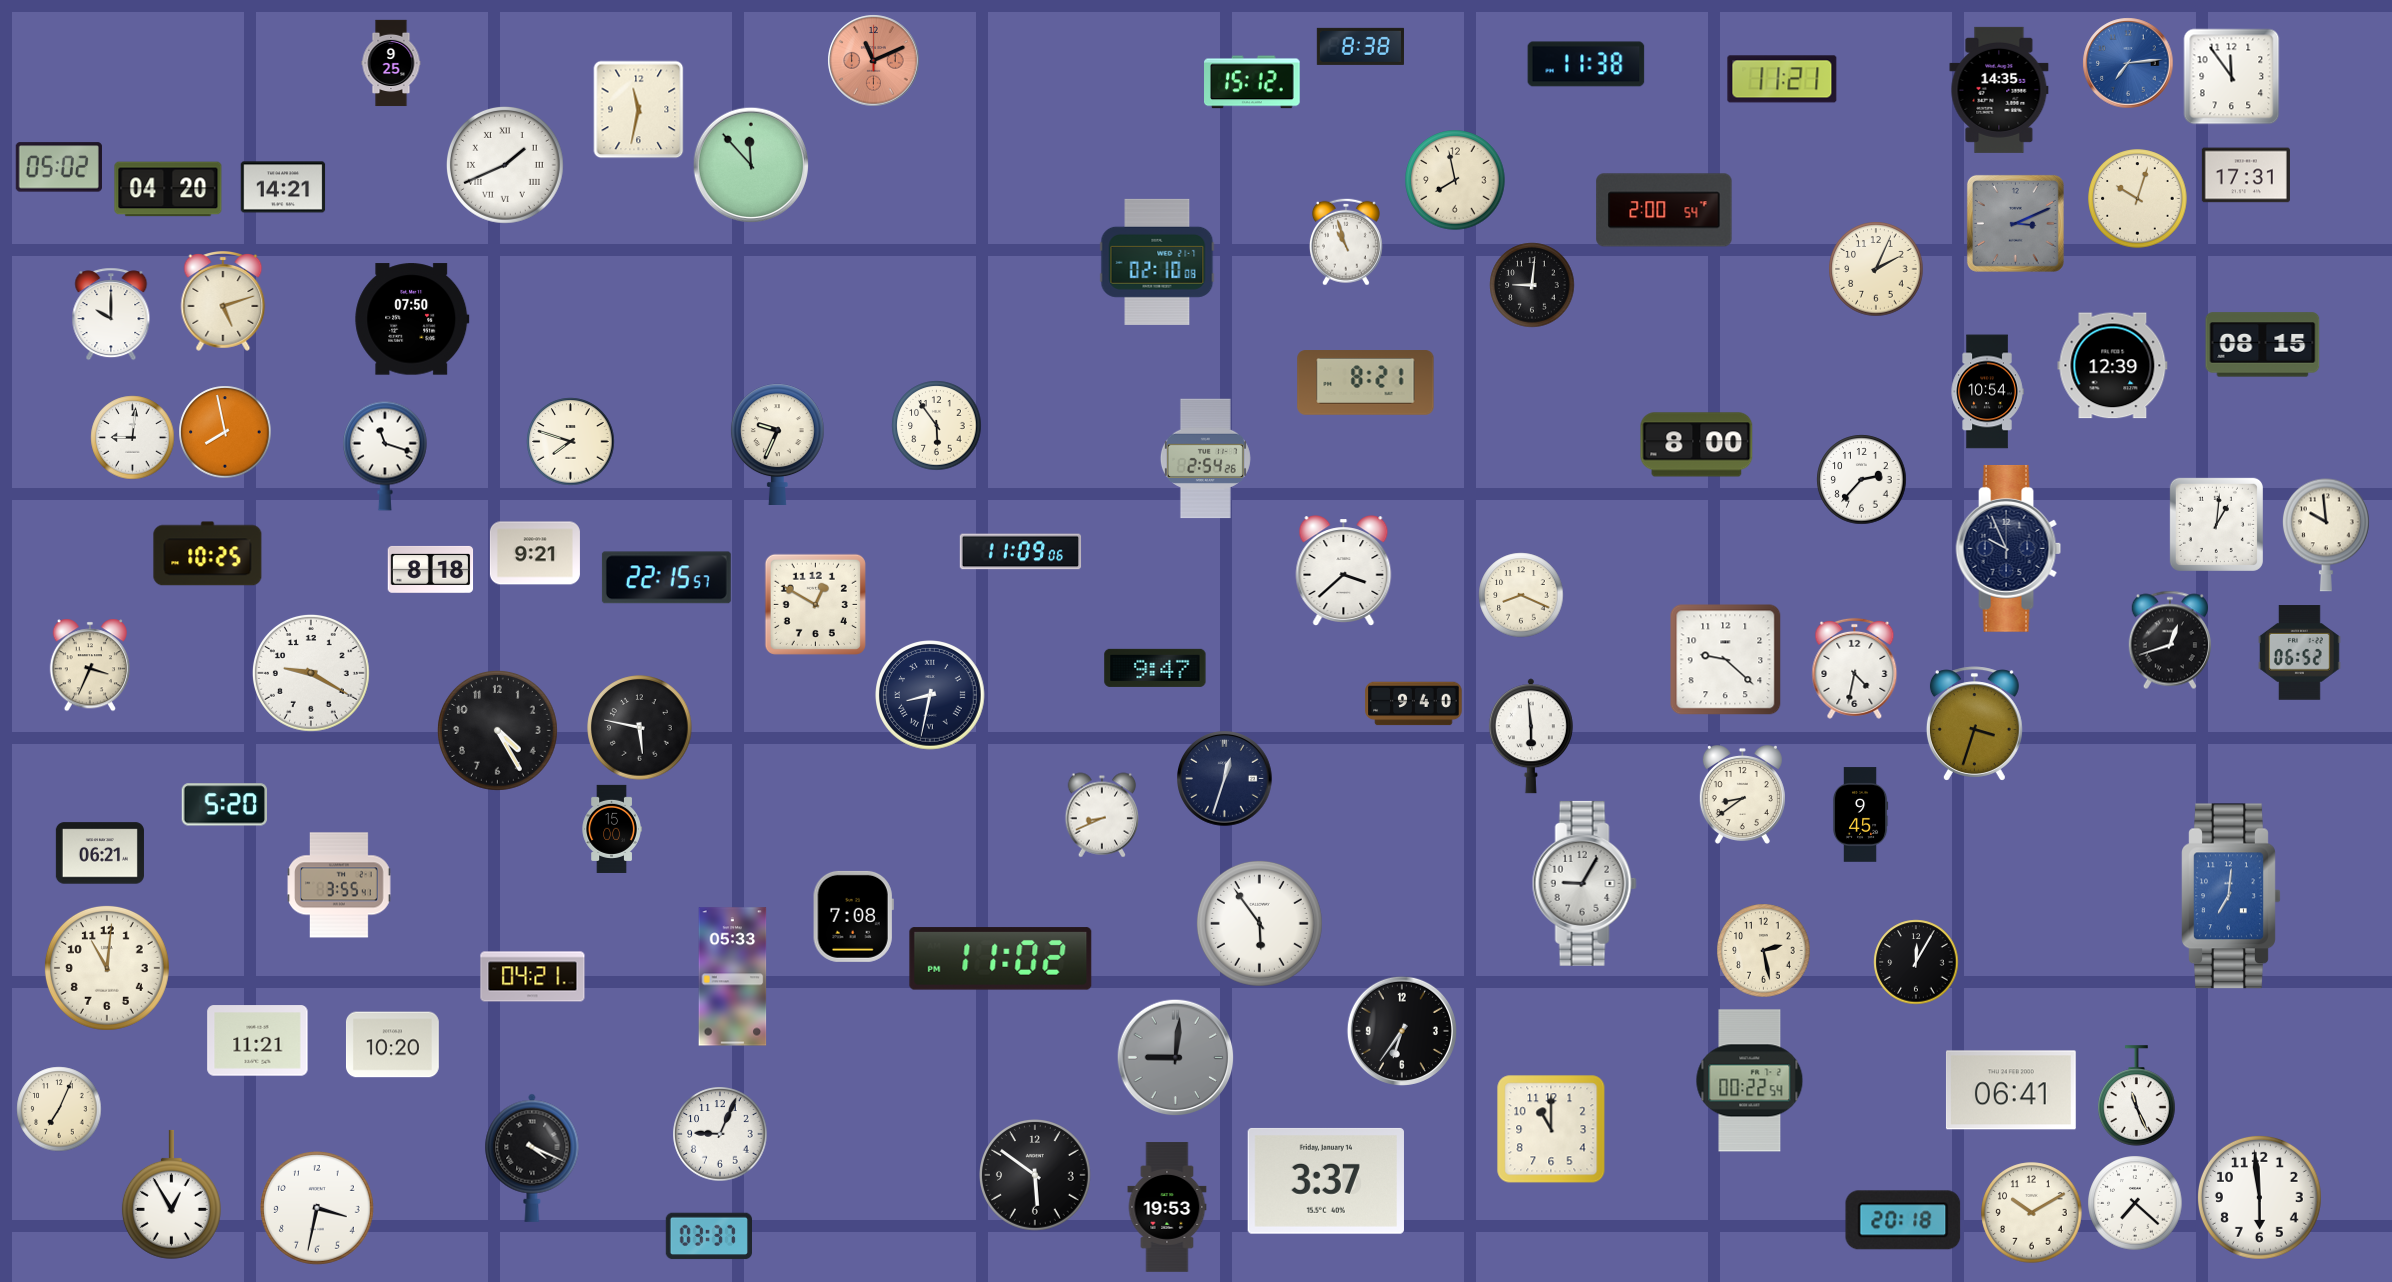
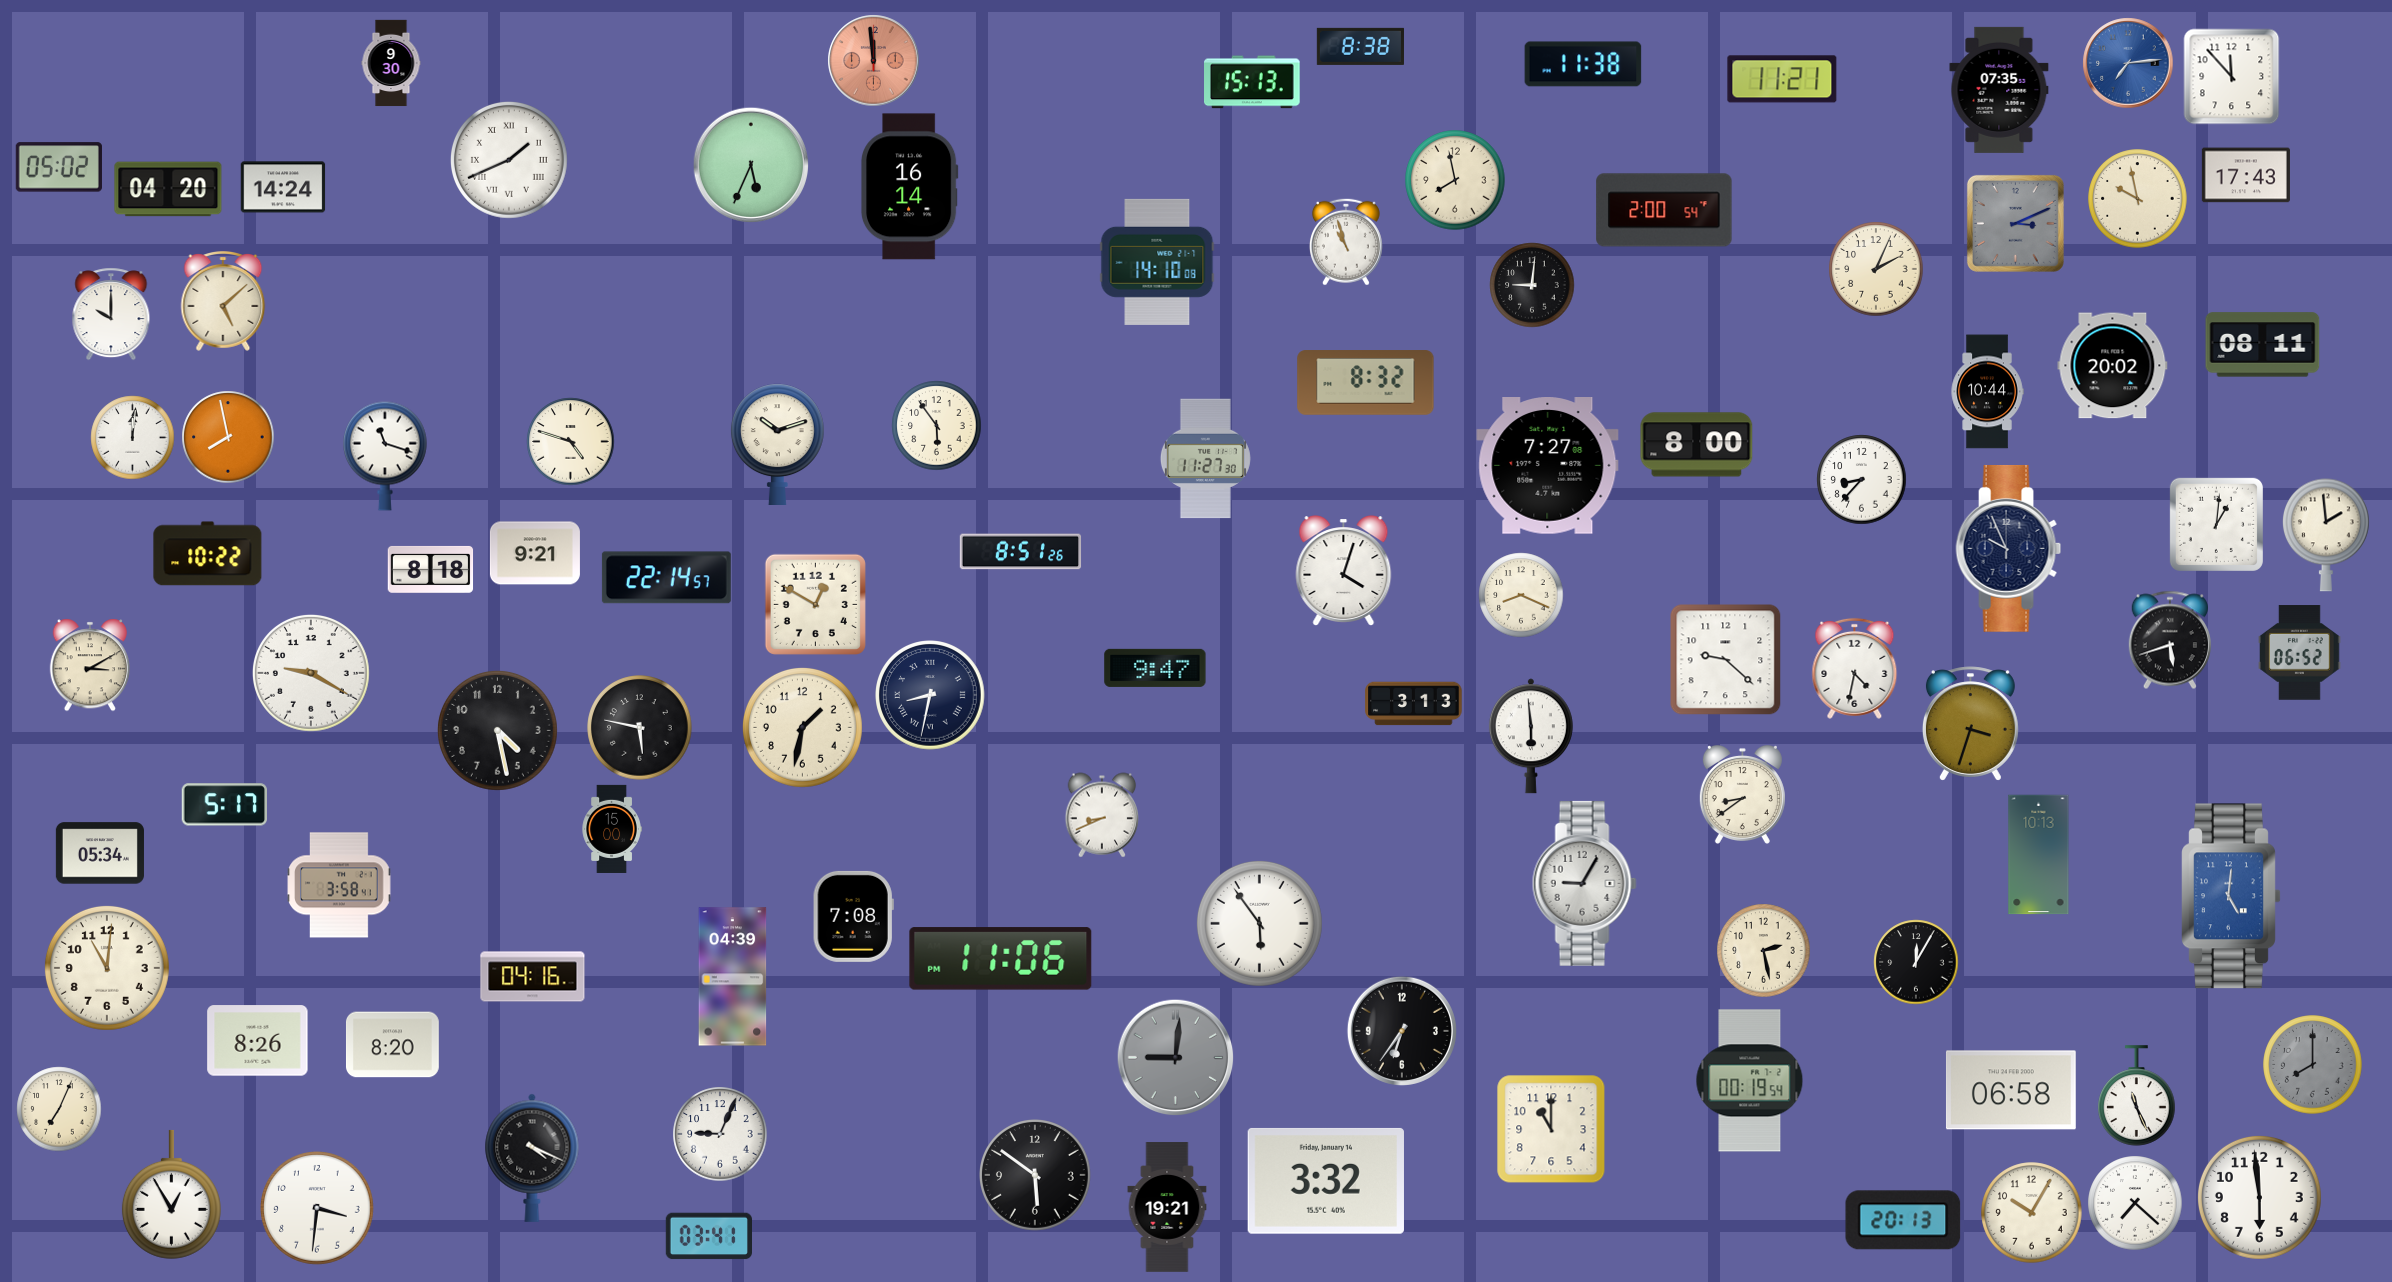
clock at (874, 61): 11:11 -> 11:59
clock at (391, 63): 9:25 -> 9:30
clock at (1586, 64) position: (1586, 64) -> (1583, 64)
clock at (2232, 77): 11:54 -> 11:53
clock at (1253, 82): 15:12 -> 15:13
clock at (1999, 90): 14:35 -> 07:35
clock at (639, 110): 11:32 -> none
clock at (751, 165): 11:53 -> 5:34
clock at (505, 166) position: (505, 166) -> (509, 161)
clock at (2246, 175): 17:31 -> 17:43
clock at (283, 187): 14:21 -> 14:24
clock at (909, 187): none -> 16:14
clock at (2138, 199): 10:03 -> 9:58
clock at (1157, 262): 02:10 -> 14:10
clock at (223, 301): 5:12 -> 5:08
clock at (412, 319): 07:50 -> none
clock at (2263, 345): 08:15 -> 08:11
clock at (2113, 366): 12:39 -> 20:02
clock at (1366, 383): 8:21 -> 8:32
clock at (1987, 392): 10:54 -> 10:44
clock at (225, 432) position: (225, 432) -> (228, 437)
clock at (133, 438): 9:01 -> 12:01
clock at (571, 442): 7:48 -> 4:48
clock at (777, 444): 9:34 -> 10:12
clock at (1205, 459): 2:54 -> 11:27
clock at (1548, 466): none -> 7:27
clock at (1862, 480): 2:37 -> 8:37
clock at (2326, 535): 9:59 -> 1:59
clock at (1021, 552): 11:09 -> 8:51
clock at (208, 554): 10:25 -> 10:22
clock at (1344, 571): 3:38 -> 4:03
clock at (666, 578): 22:15 -> 22:14
clock at (2170, 640): 12:42 -> 5:42
clock at (89, 665): 3:34 -> 3:10
clock at (1414, 704): 9:40 -> 3:13
clock at (1974, 724) position: (1974, 724) -> (1970, 724)
clock at (802, 727): none -> 1:32
clock at (497, 730): 4:25 -> 4:28
clock at (1225, 779): 12:33 -> none
clock at (224, 805): 5:20 -> 5:17
clock at (1860, 815): 9:45 -> none
clock at (100, 853): 06:21 -> 05:34
clock at (2039, 855): none -> 10:13
clock at (339, 885): 3:55 -> 3:58
clock at (2231, 896): 7:01 -> 5:01
clock at (1001, 959): 11:02 -> 11:06
clock at (533, 977): 04:21 -> 04:16
clock at (733, 977): 05:33 -> 04:39
clock at (258, 1041): 11:21 -> 8:26
clock at (392, 1045): 10:20 -> 8:20
clock at (2313, 1065): none -> 8:00
clock at (1750, 1081): 00:22 -> 00:19
clock at (2011, 1090): 06:41 -> 06:58
clock at (1326, 1181): 3:37 -> 3:32
clock at (1167, 1207): 19:53 -> 19:21
clock at (318, 1209): 3:32 -> 3:31
clock at (2032, 1213): 10:10 -> 10:05
clock at (1903, 1220): 20:18 -> 20:13
clock at (708, 1236): 03:37 -> 03:41
